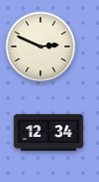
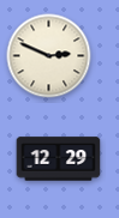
clock at (49, 133): 12:34 -> 12:29
